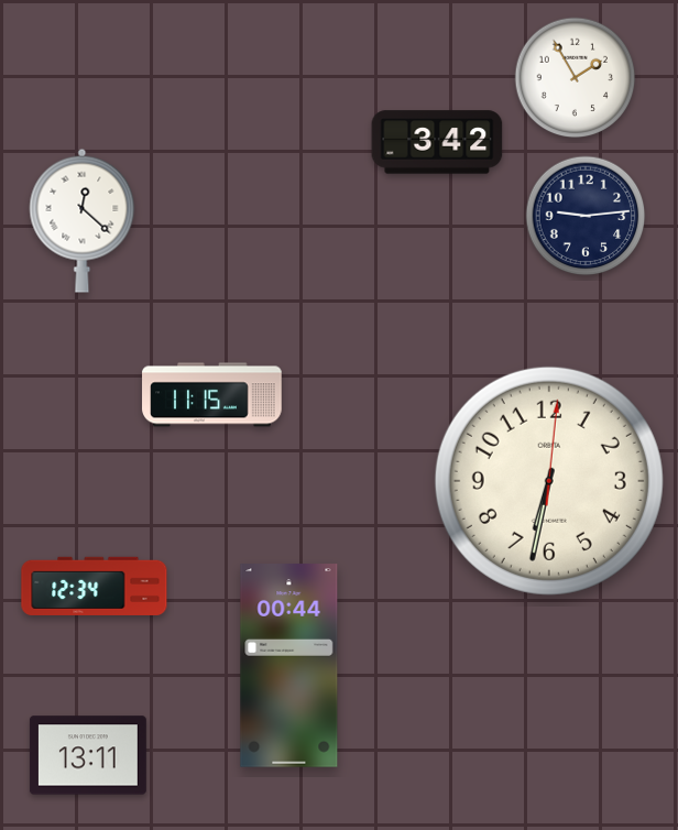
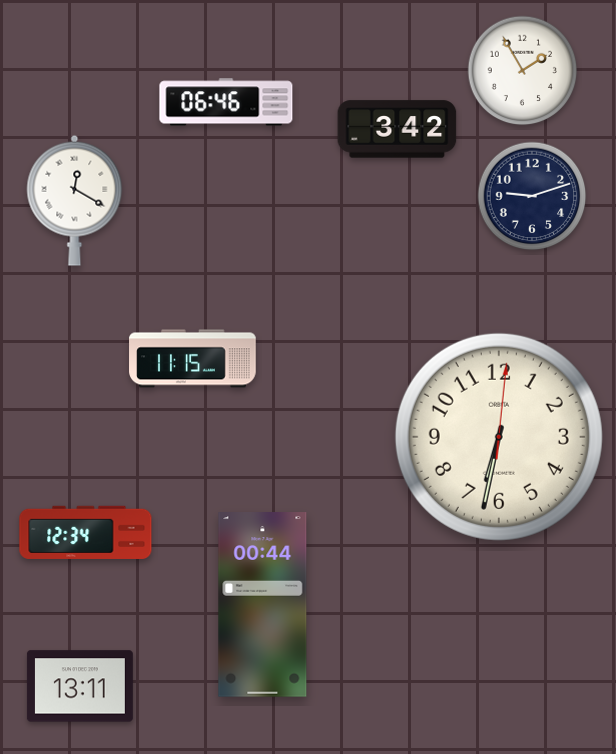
clock at (226, 102): none -> 06:46
clock at (586, 216): 9:14 -> 9:12
clock at (83, 220): 12:22 -> 12:20
